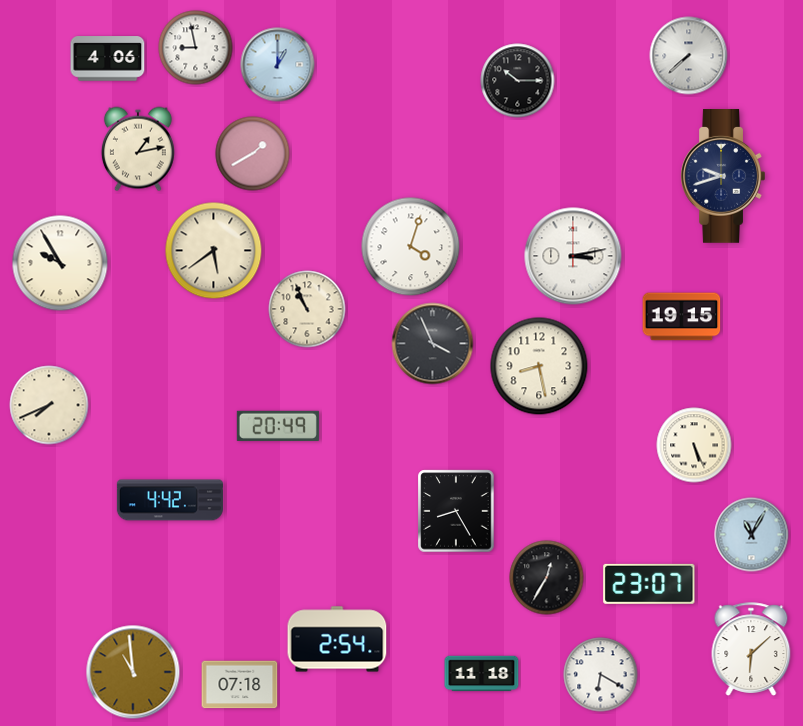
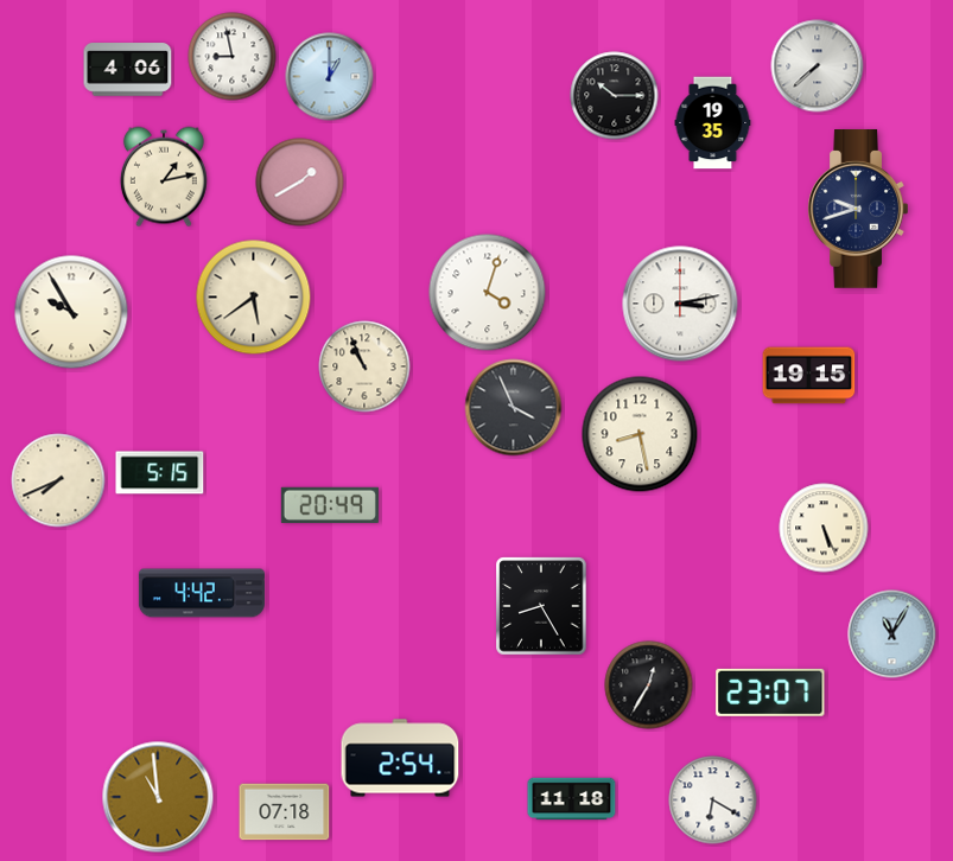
clock at (713, 123): none -> 19:35
clock at (160, 473): none -> 5:15
clock at (751, 649): 6:08 -> none
